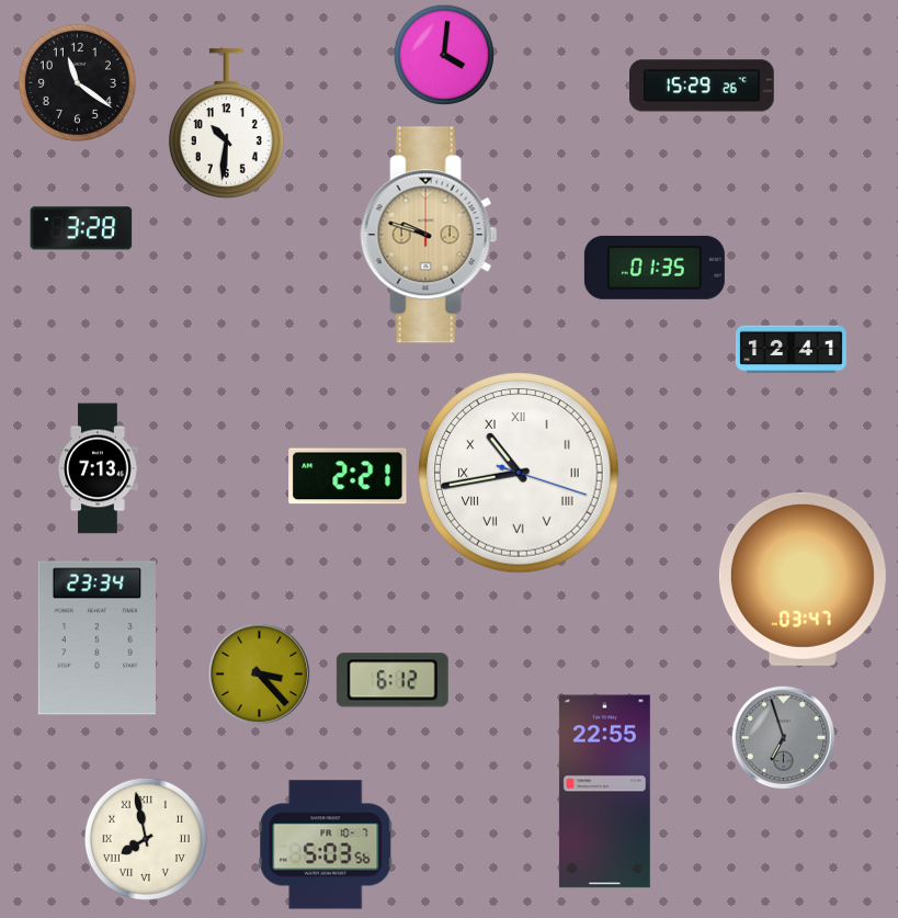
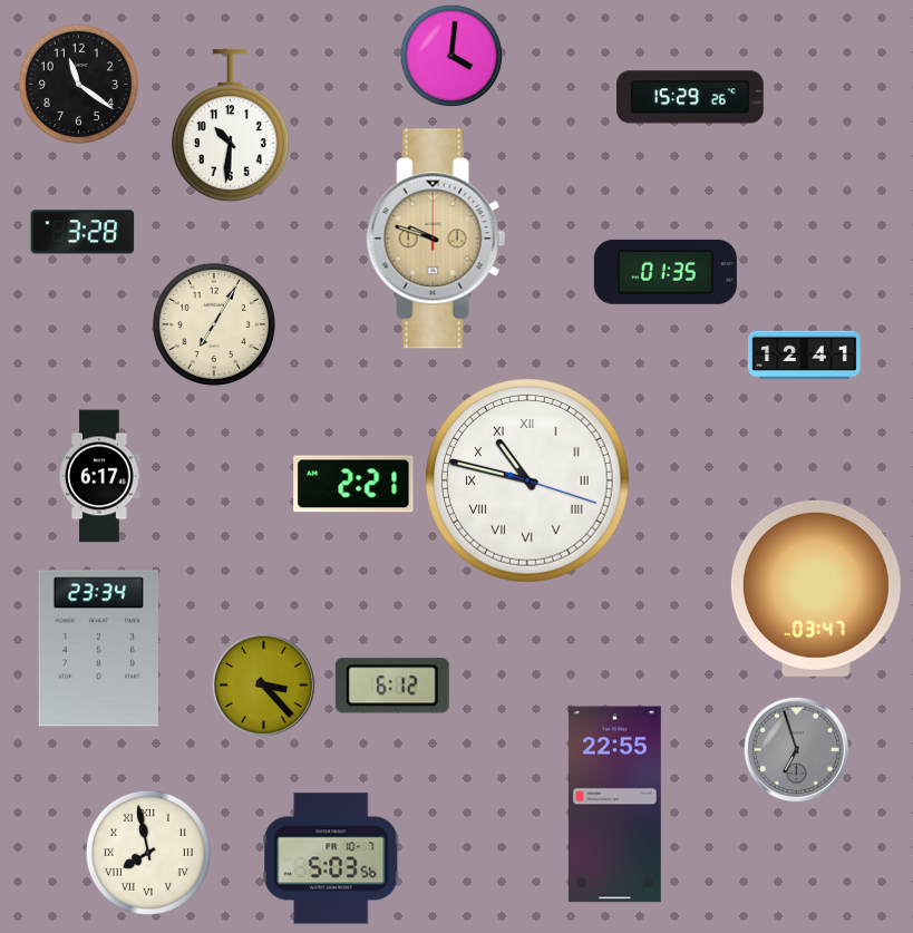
clock at (703, 86) position: (703, 86) -> (691, 97)
clock at (214, 324): none -> 7:05
clock at (98, 468): 7:13 -> 6:17
clock at (519, 473): 10:43 -> 10:47
clock at (393, 680) position: (393, 680) -> (392, 686)
